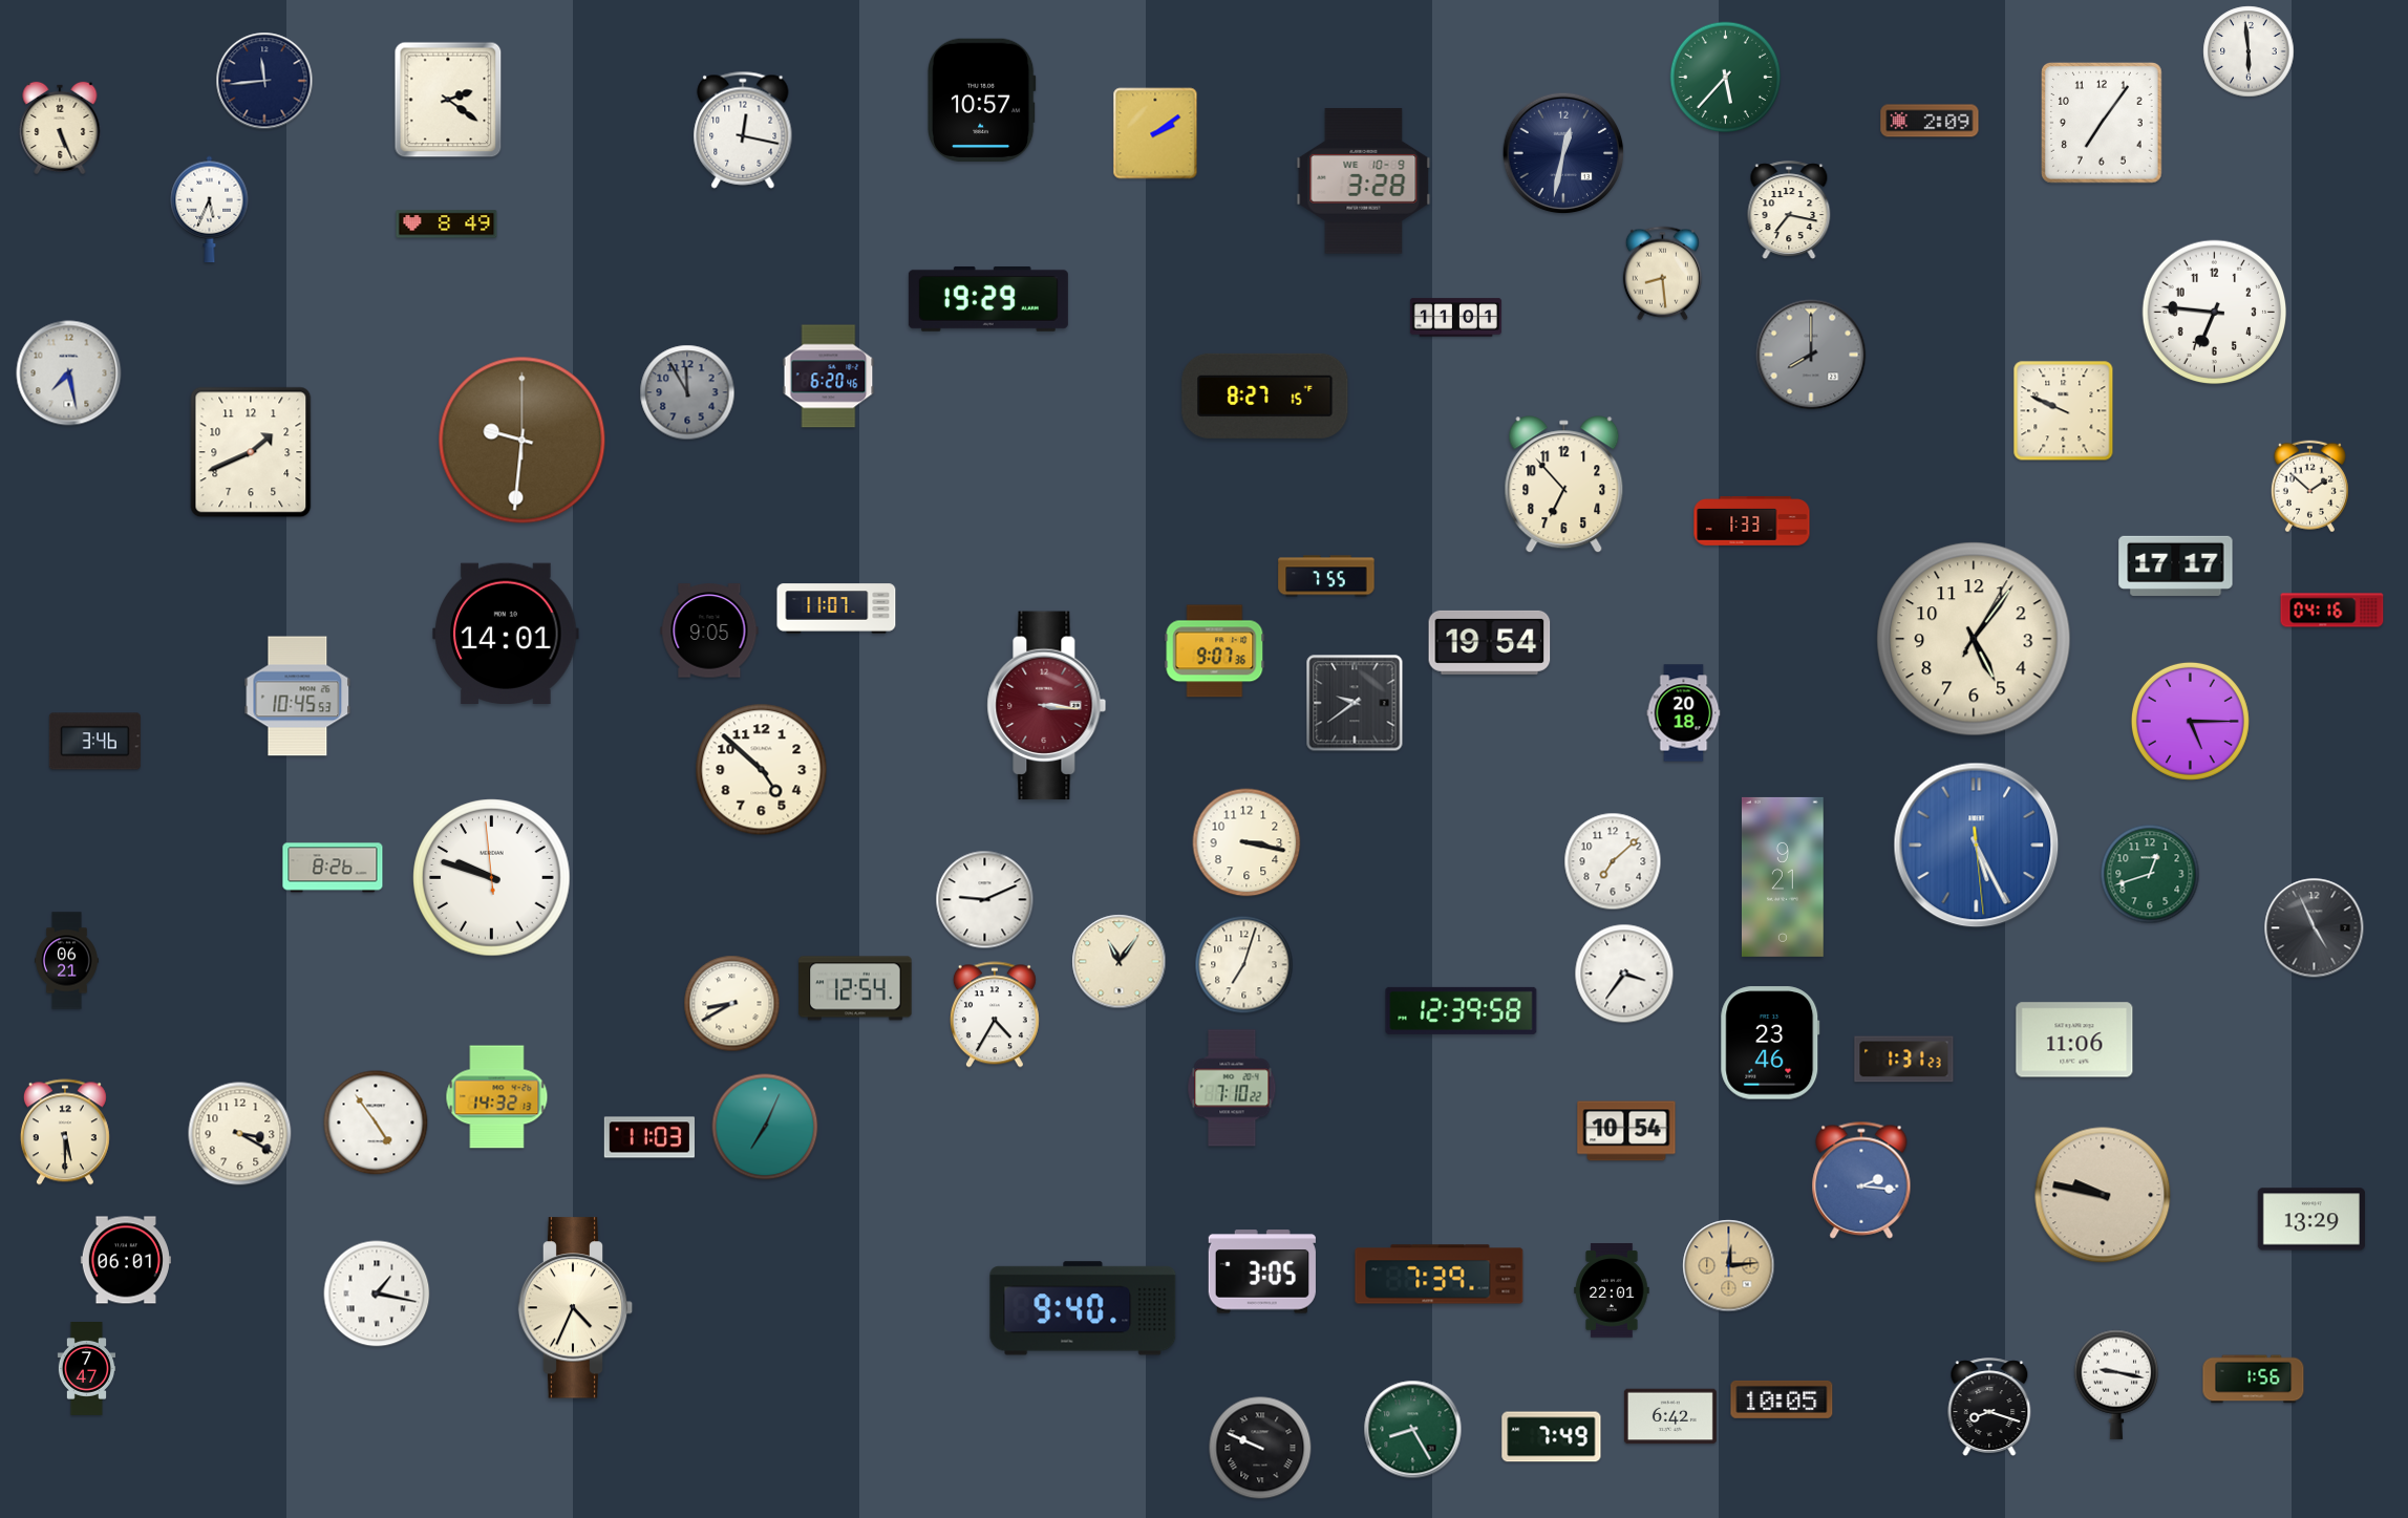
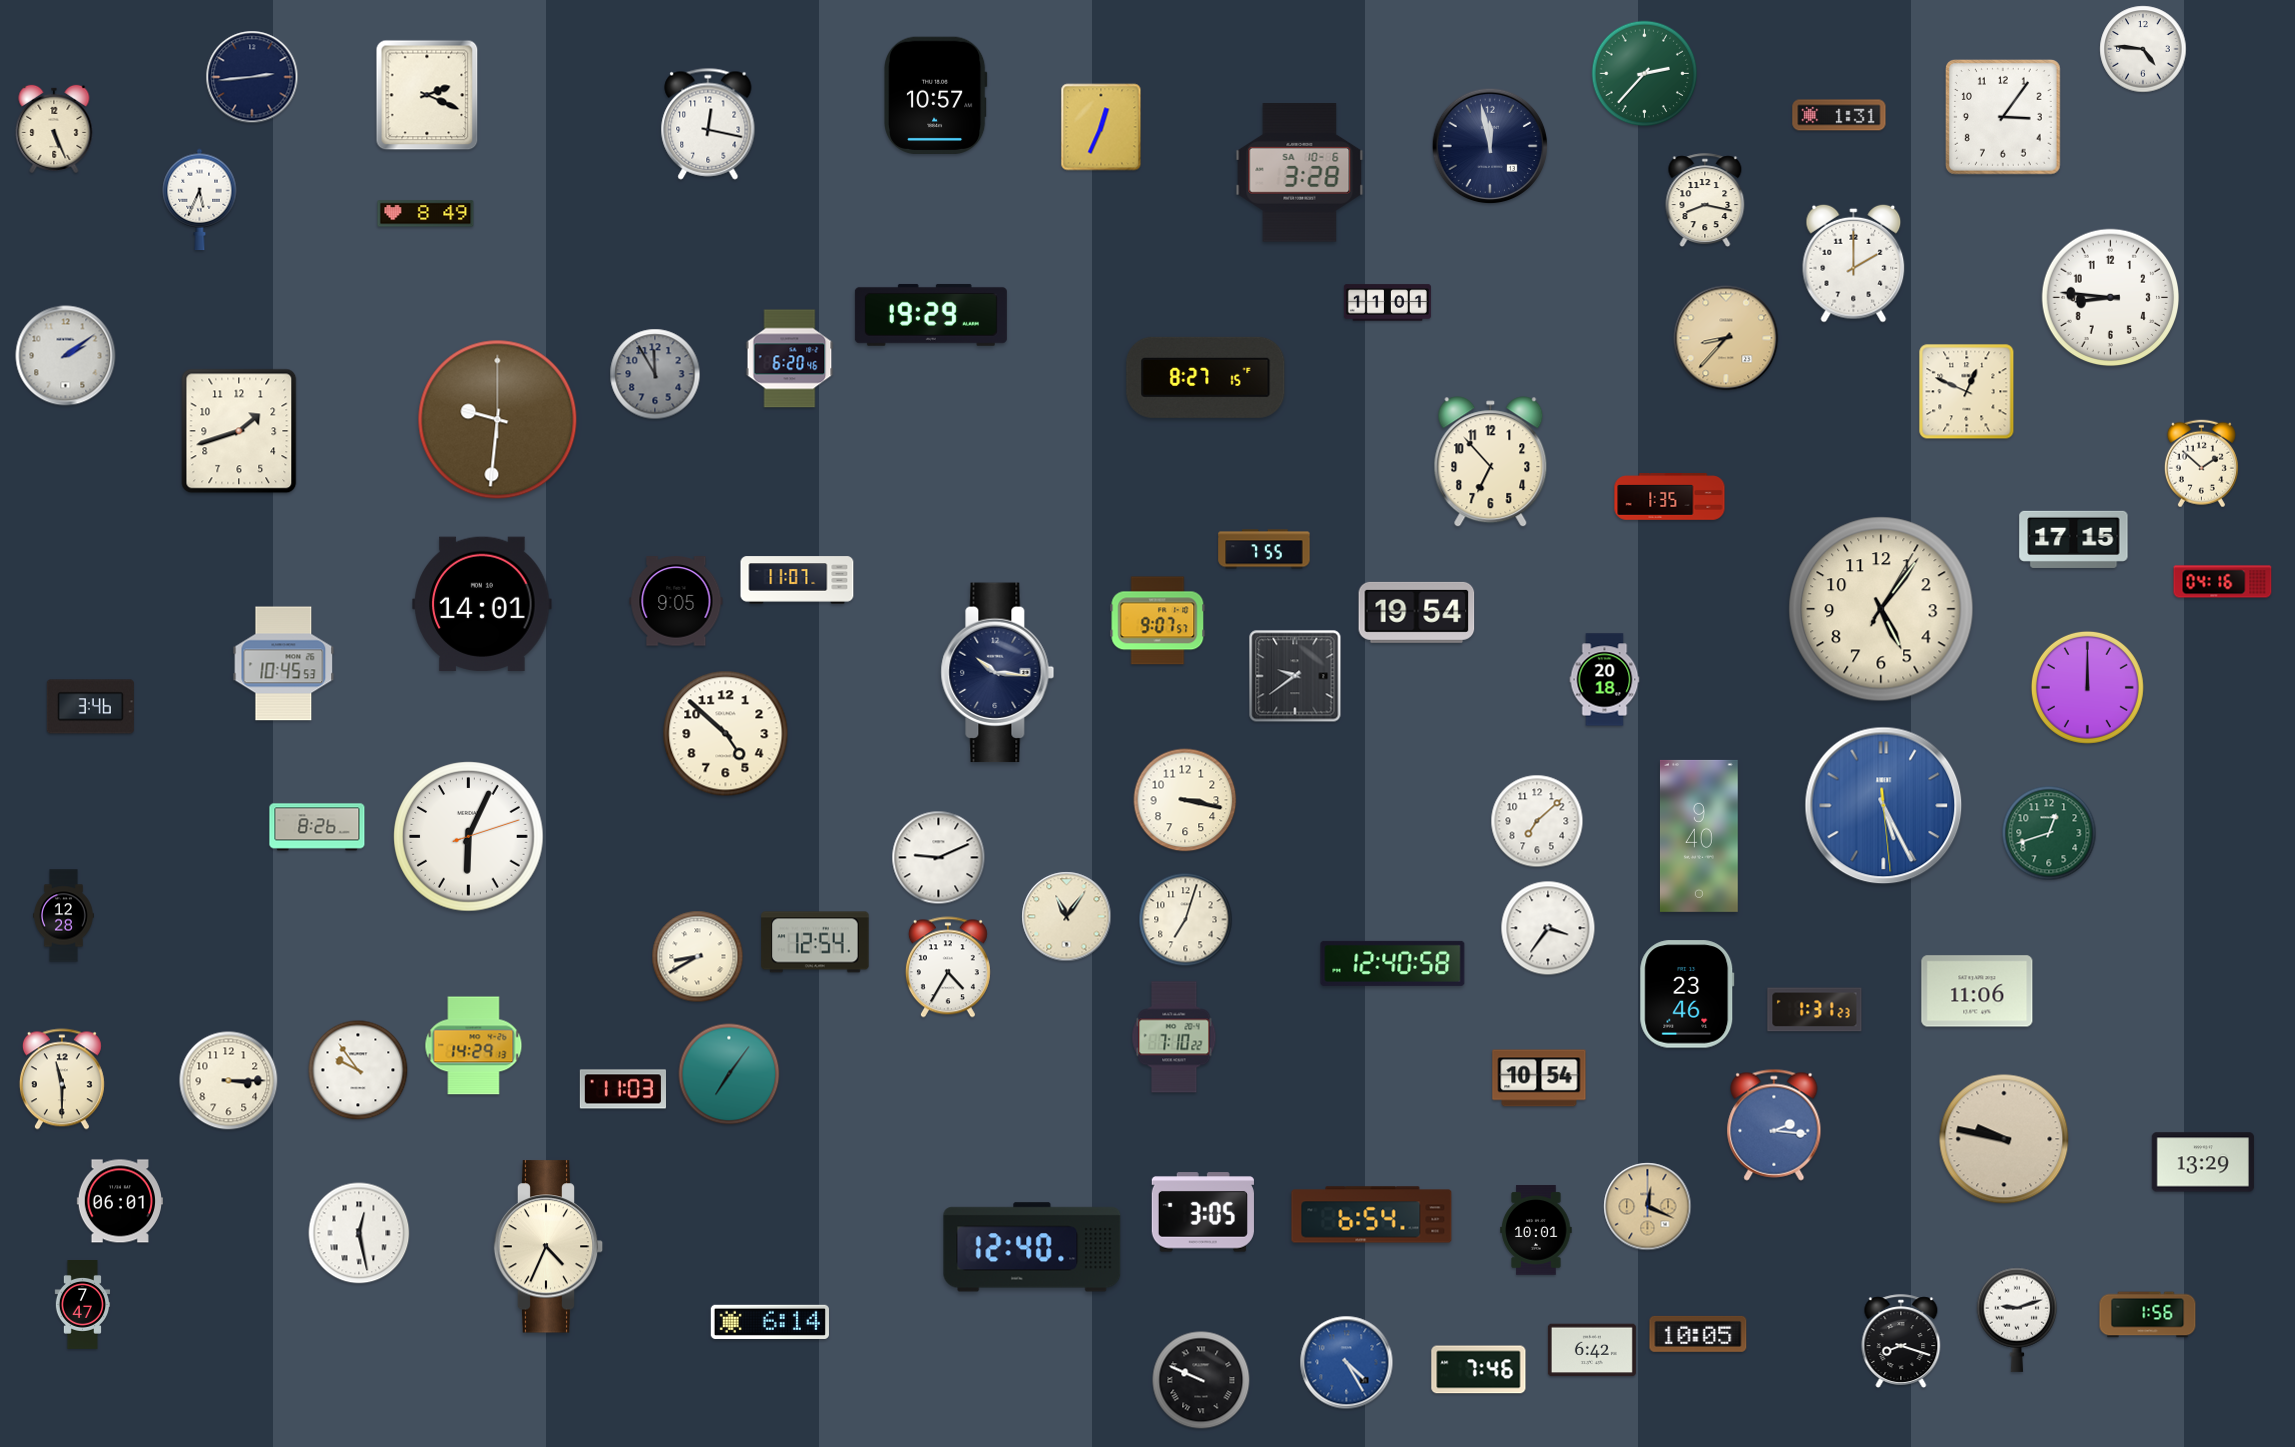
clock at (2249, 51): 5:59 -> 4:46
clock at (1726, 78): 5:37 -> 2:37
clock at (264, 81): 11:44 -> 2:44
clock at (448, 100): 2:21 -> 2:19
clock at (1930, 121): 2:09 -> 1:31
clock at (2103, 124): 7:06 -> 3:06
clock at (60, 128) position: (60, 128) -> (54, 129)
clock at (1155, 133): 2:09 -> 12:34
clock at (1563, 153): 12:32 -> 11:58
clock at (1364, 181) date: WE 10-9 -> SA 10-6
clock at (1789, 210): 7:17 -> 8:17
clock at (1662, 274): 8:29 -> none
clock at (1854, 263): none -> 2:00
clock at (988, 299) position: (988, 299) -> (931, 315)
clock at (2215, 313): 6:46 -> 8:46
clock at (1811, 355): 8:00 -> 8:37
clock at (1811, 355) dial: grey -> champagne
clock at (69, 373): 7:28 -> 2:09
clock at (2064, 411): 9:49 -> 12:49
clock at (251, 452): 1:41 -> 1:42
clock at (1752, 521): 1:33 -> 1:35
clock at (2176, 565): 17:17 -> 17:15
clock at (1490, 642) position: (1490, 642) -> (1417, 612)
clock at (1215, 651): 9:07:36 -> 9:07:57
clock at (1355, 703) position: (1355, 703) -> (1295, 676)
clock at (1047, 706): 3:16 -> 10:16
clock at (1047, 706) dial: burgundy -> navy
clock at (2190, 721): 5:15 -> 12:00
clock at (1246, 842) position: (1246, 842) -> (1185, 800)
clock at (1783, 877): 9:21 -> 9:40
clock at (492, 878): 9:47 -> 6:04
clock at (2315, 928): 4:56 -> none
clock at (67, 961): 06:21 -> 12:28
clock at (1462, 1010): 12:39 -> 12:40
clock at (497, 1097): 14:32 -> 14:29
clock at (376, 1123): 4:54 -> 9:54
clock at (765, 1127): 7:04 -> 7:06
clock at (1626, 1131) position: (1626, 1131) -> (1539, 1078)
clock at (65, 1132): 5:30 -> 11:30
clock at (240, 1134): 3:20 -> 3:15
clock at (648, 1137) position: (648, 1137) -> (622, 1089)
clock at (1729, 1266): 12:14 -> 12:19
clock at (1440, 1275): 7:39 -> 6:54
clock at (1612, 1290): 22:01 -> 10:01
clock at (377, 1293): 1:17 -> 12:28
clock at (1083, 1308): 9:40 -> 12:40
clock at (2116, 1385): 9:17 -> 9:12
clock at (770, 1321): none -> 6:14
clock at (1989, 1407) position: (1989, 1407) -> (1901, 1341)
clock at (1413, 1430): 8:25 -> 4:25
clock at (1413, 1430) dial: green -> blue
clock at (1552, 1437): 7:49 -> 7:46
